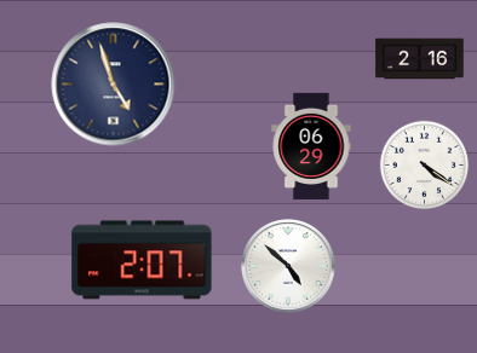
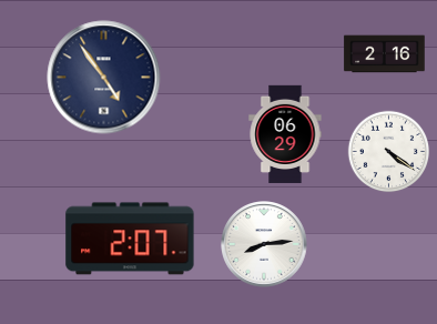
clock at (114, 85): 4:57 -> 4:54
clock at (288, 266): 4:52 -> 8:14
